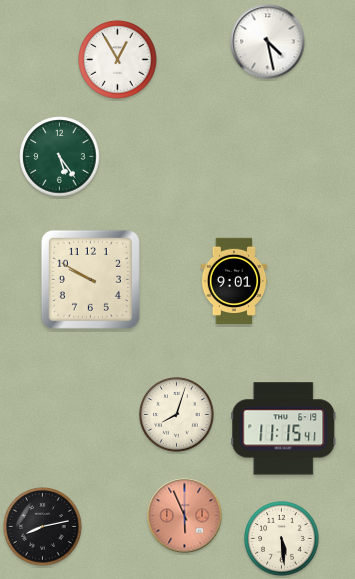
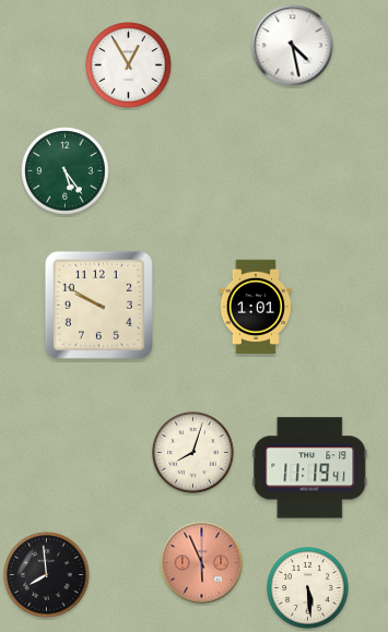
clock at (234, 281): 9:01 -> 1:01
clock at (284, 429): 11:15 -> 11:19
clock at (43, 527): 8:13 -> 7:59
